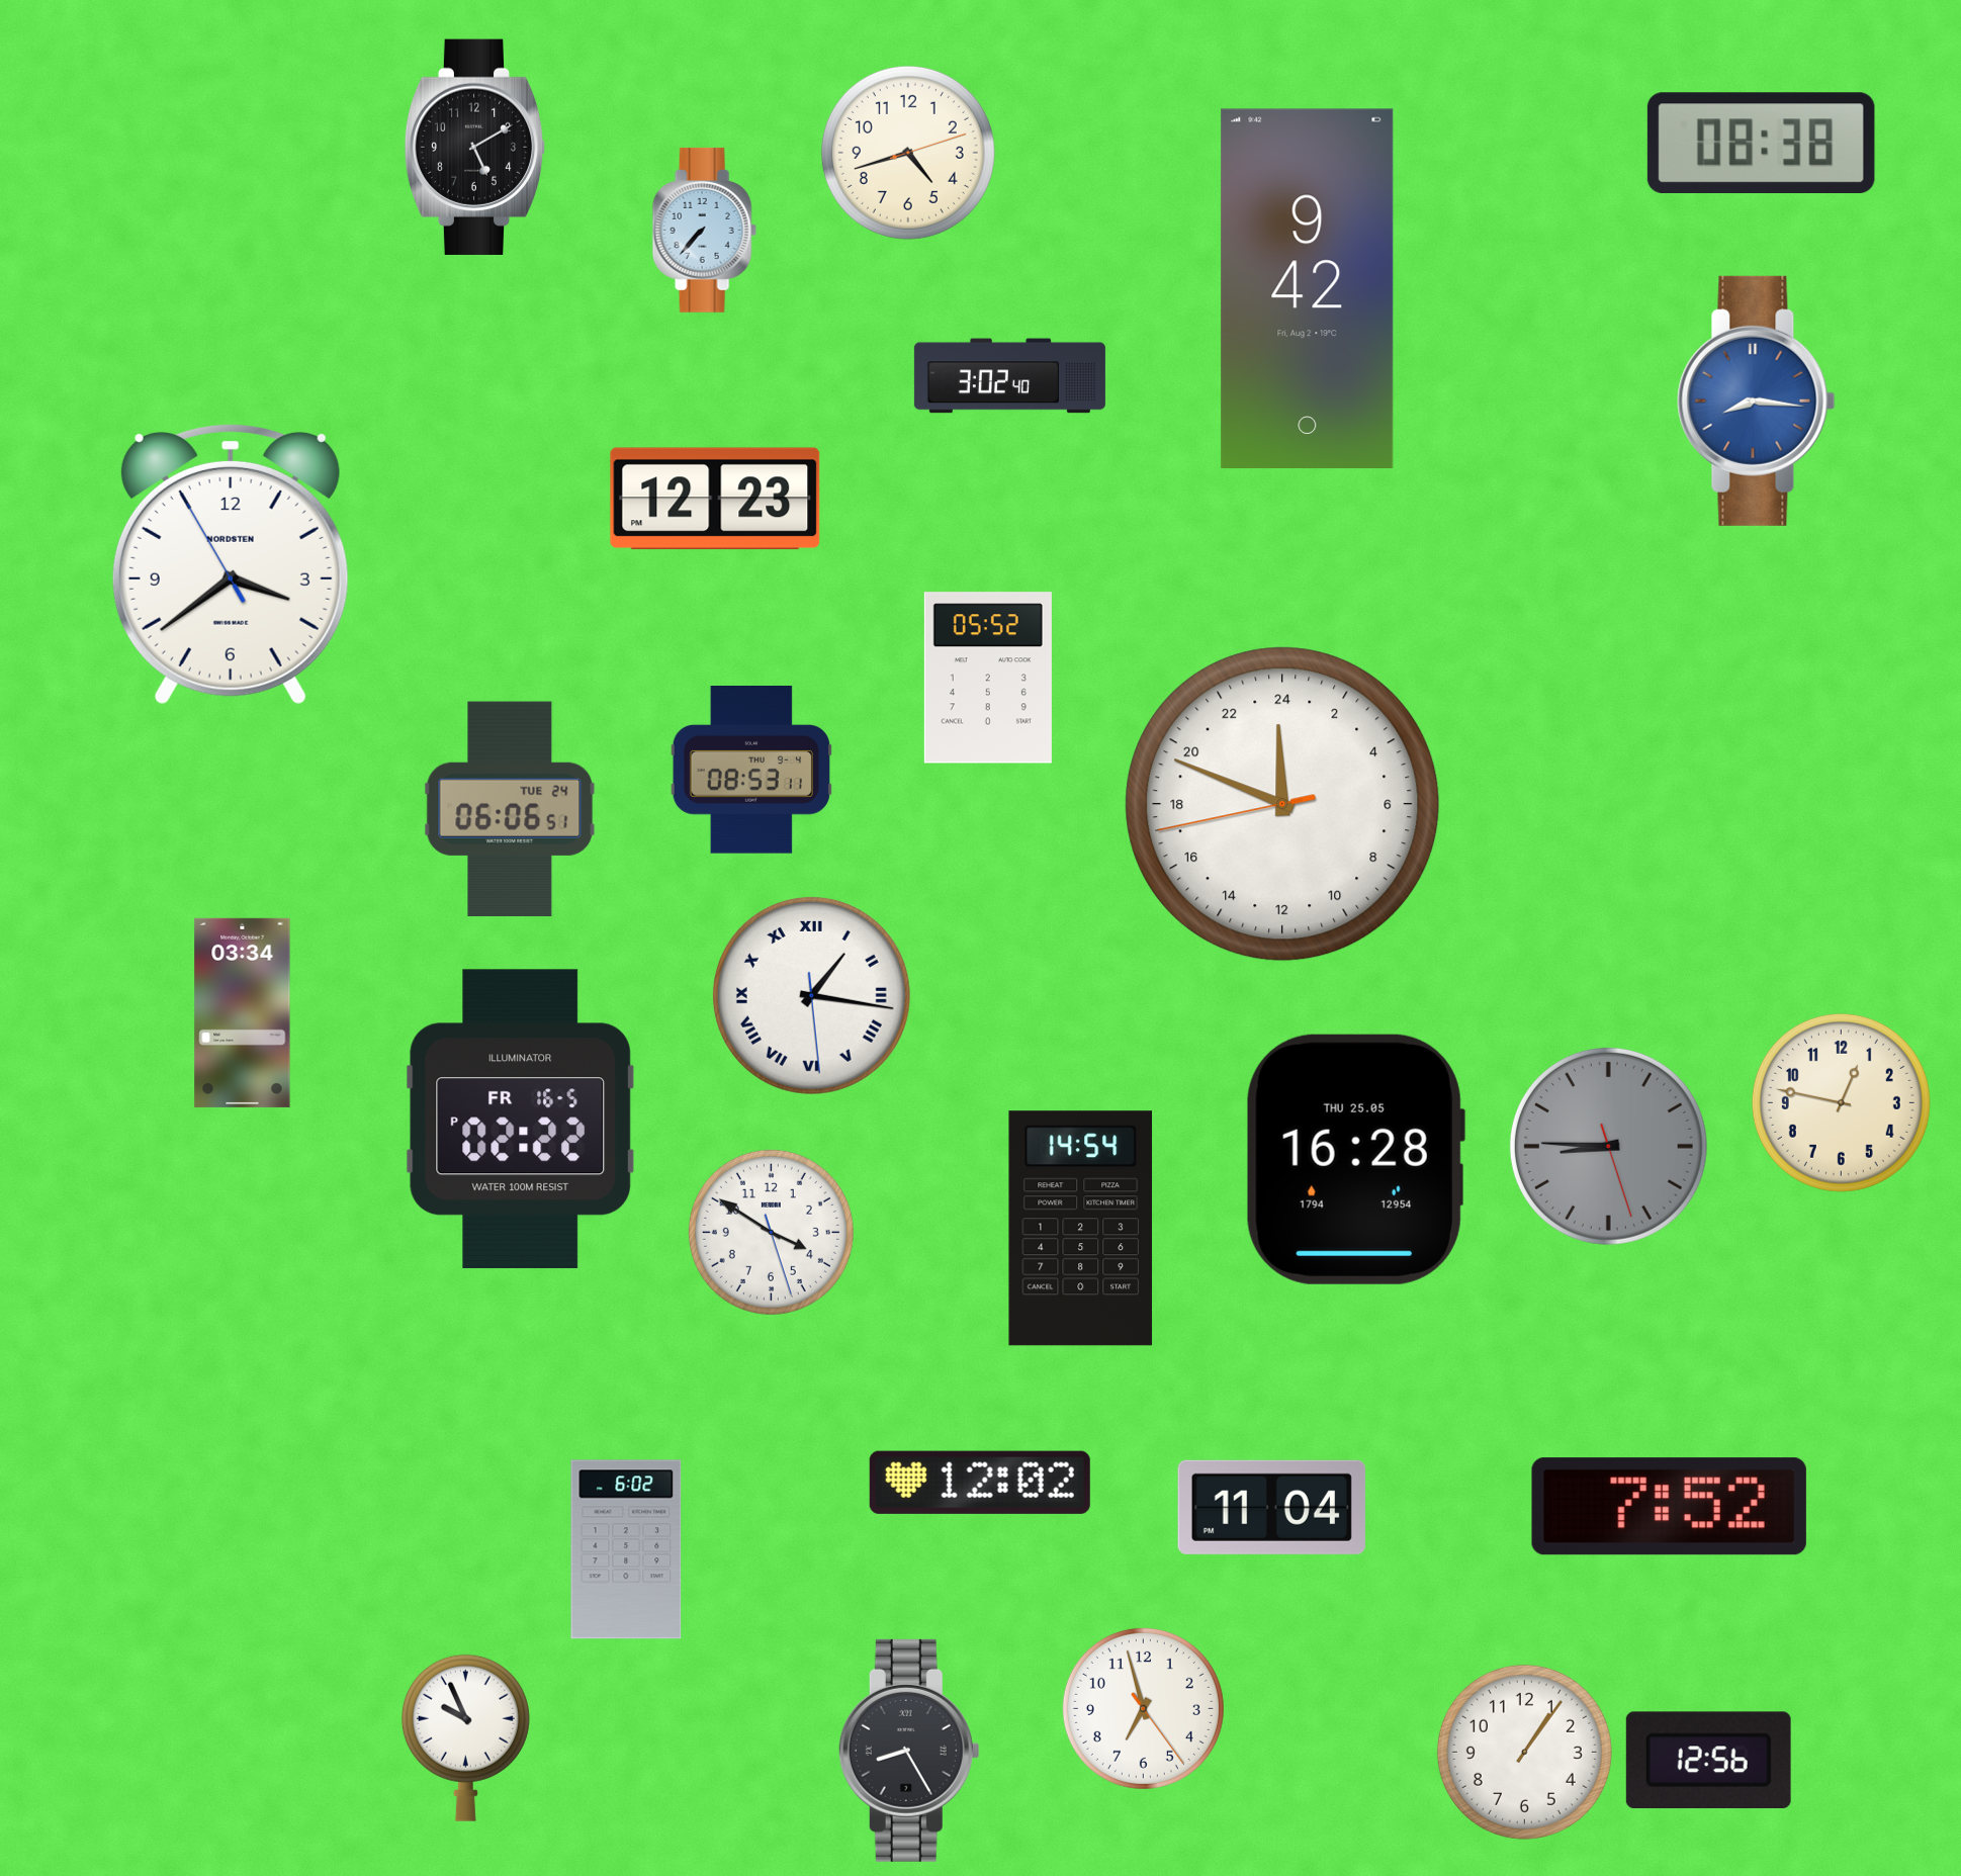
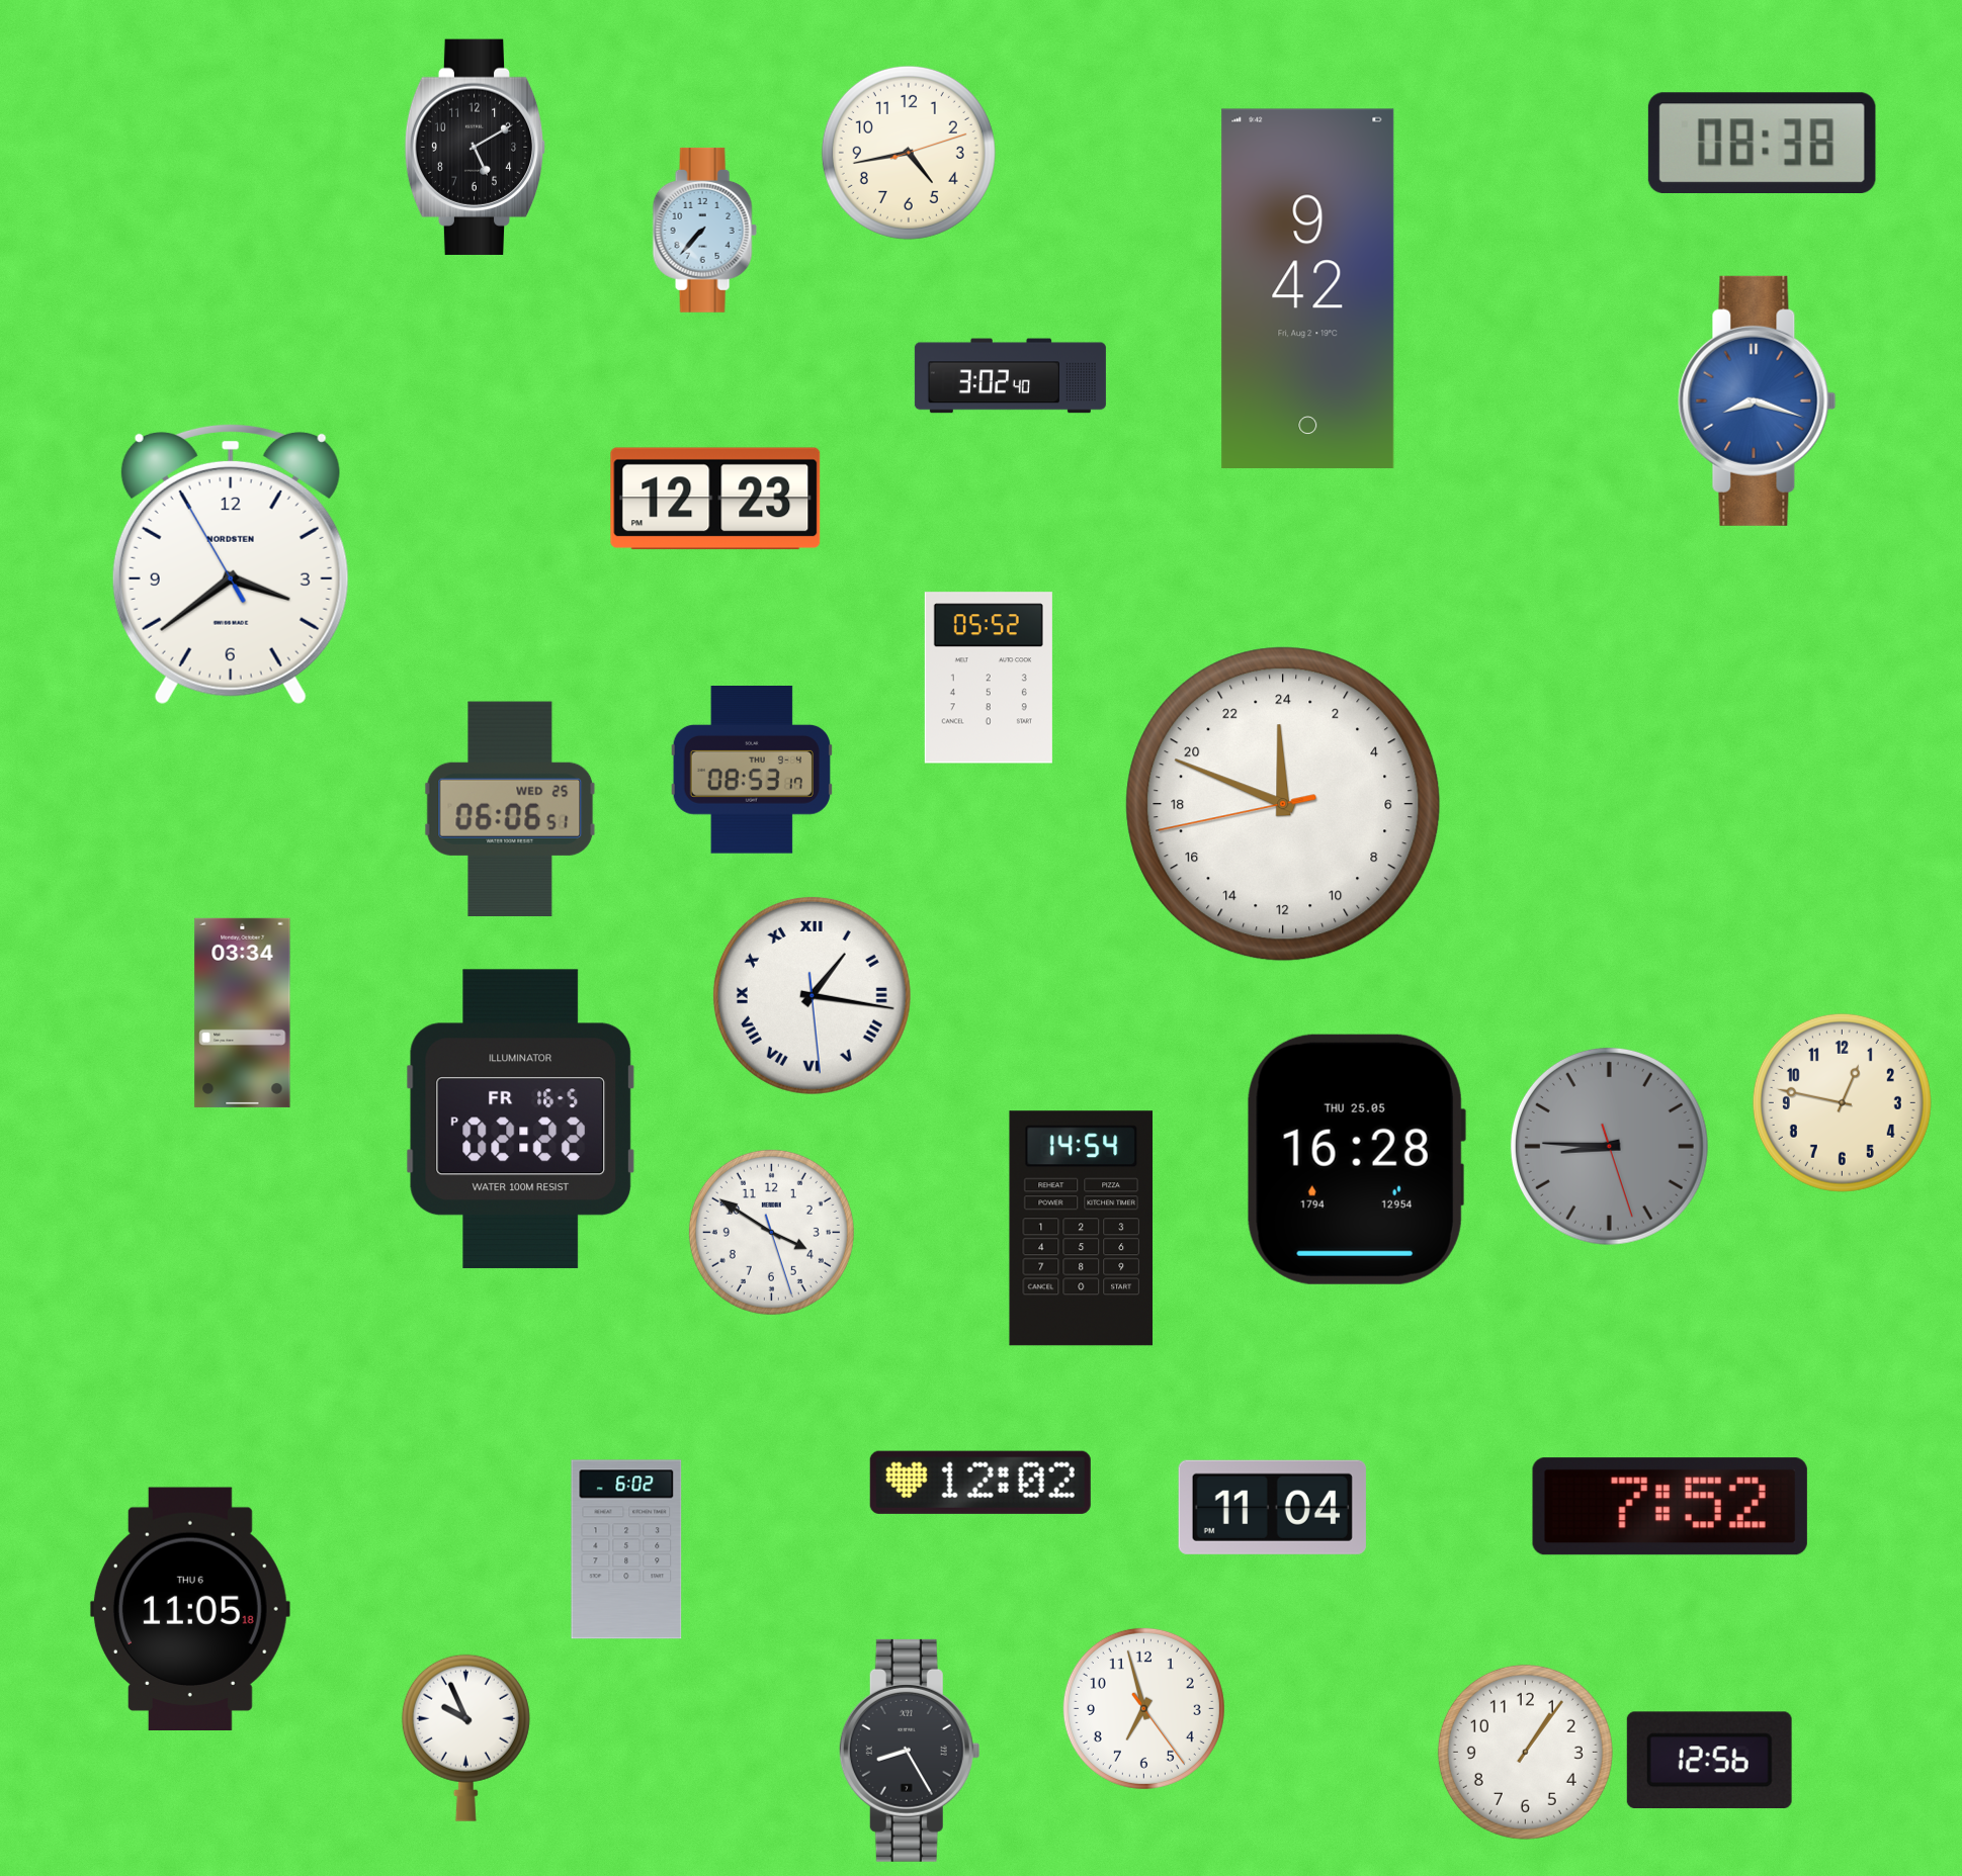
clock at (908, 153): 4:42 -> 4:43
clock at (1757, 400): 8:16 -> 8:18
clock at (751, 771): 08:53:11 -> 08:53:17
clock at (510, 809) date: TUE 24 -> WED 25
clock at (190, 1608): none -> 11:05
